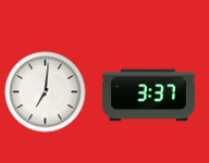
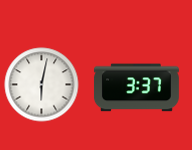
clock at (46, 92): 7:01 -> 6:02
